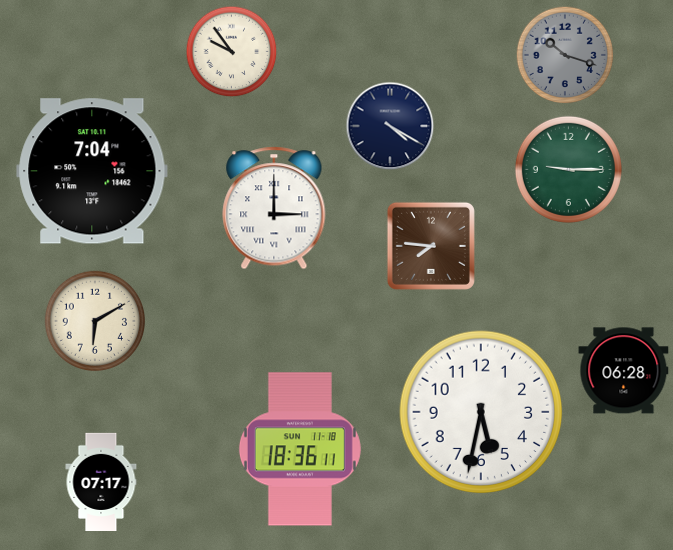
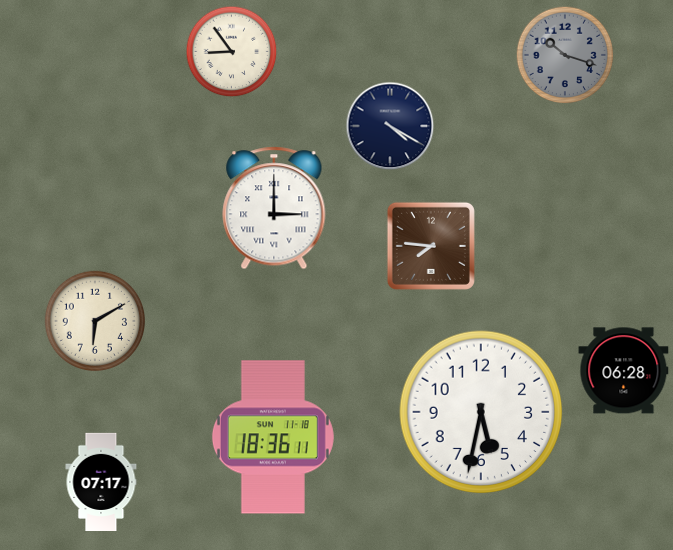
clock at (232, 52): 9:54 -> 8:54
clock at (568, 169): 9:15 -> none
clock at (92, 171): 7:04 -> none
clock at (300, 449) position: (300, 449) -> (273, 437)
